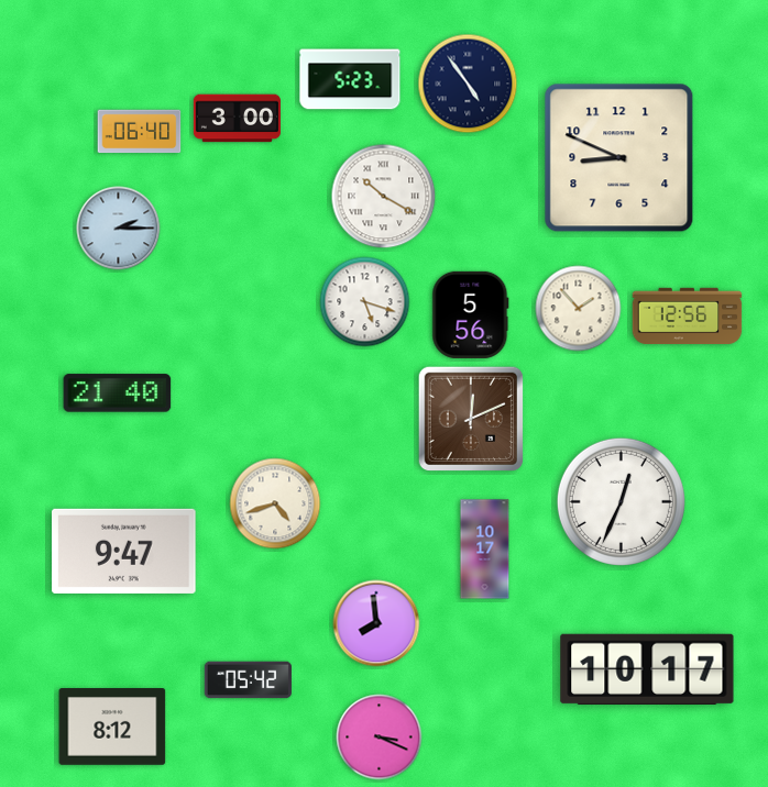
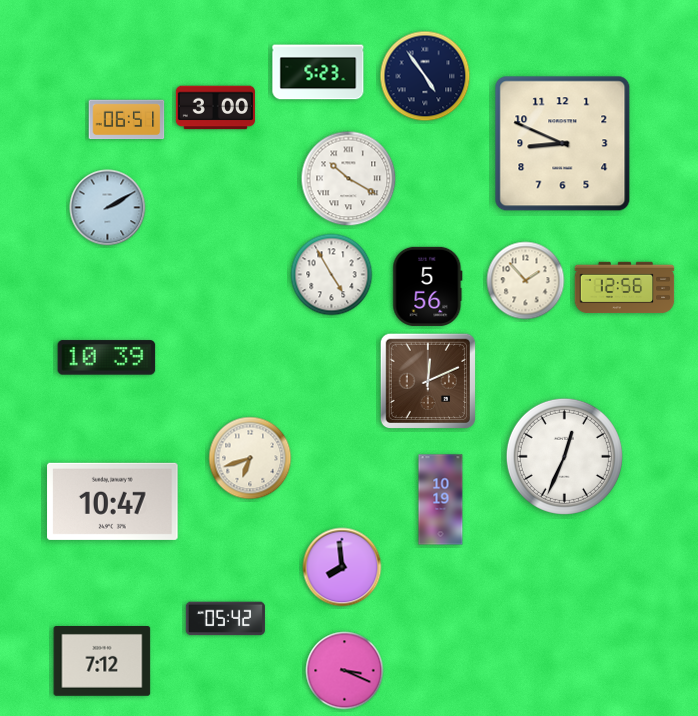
clock at (140, 132): 06:40 -> 06:51
clock at (119, 229): 2:15 -> 2:10
clock at (365, 302): 5:18 -> 4:55
clock at (118, 393): 21:40 -> 10:39
clock at (275, 503): 4:42 -> 6:42
clock at (485, 550): 10:17 -> 10:19
clock at (124, 551): 9:47 -> 10:47
clock at (647, 669): 10:17 -> none
clock at (112, 728): 8:12 -> 7:12
